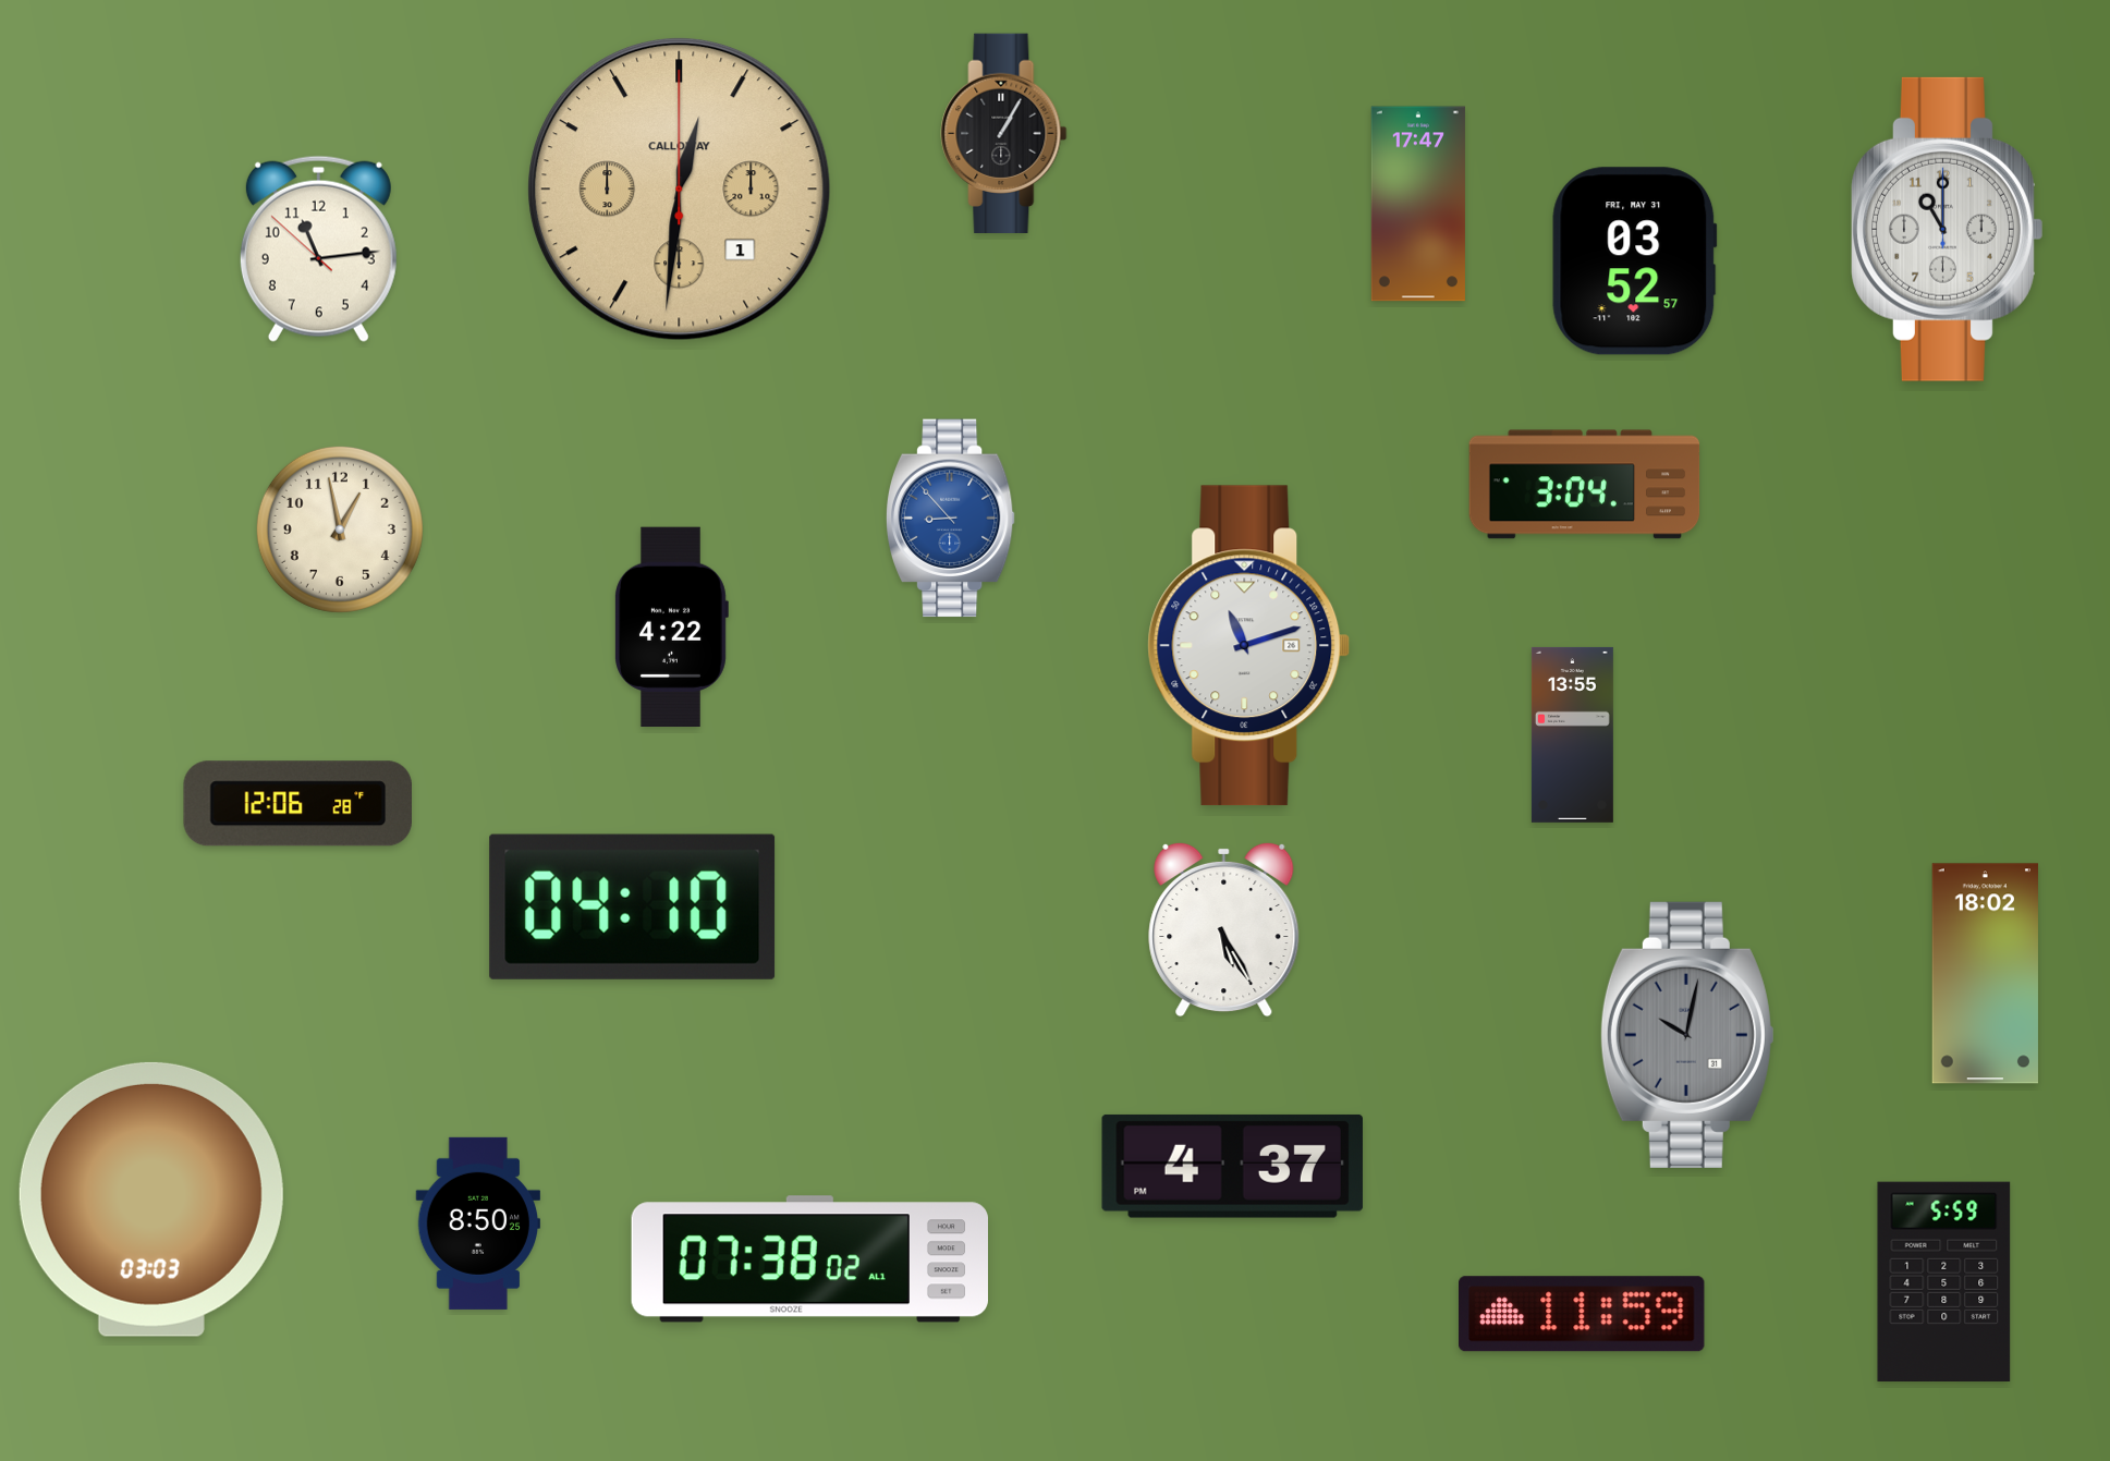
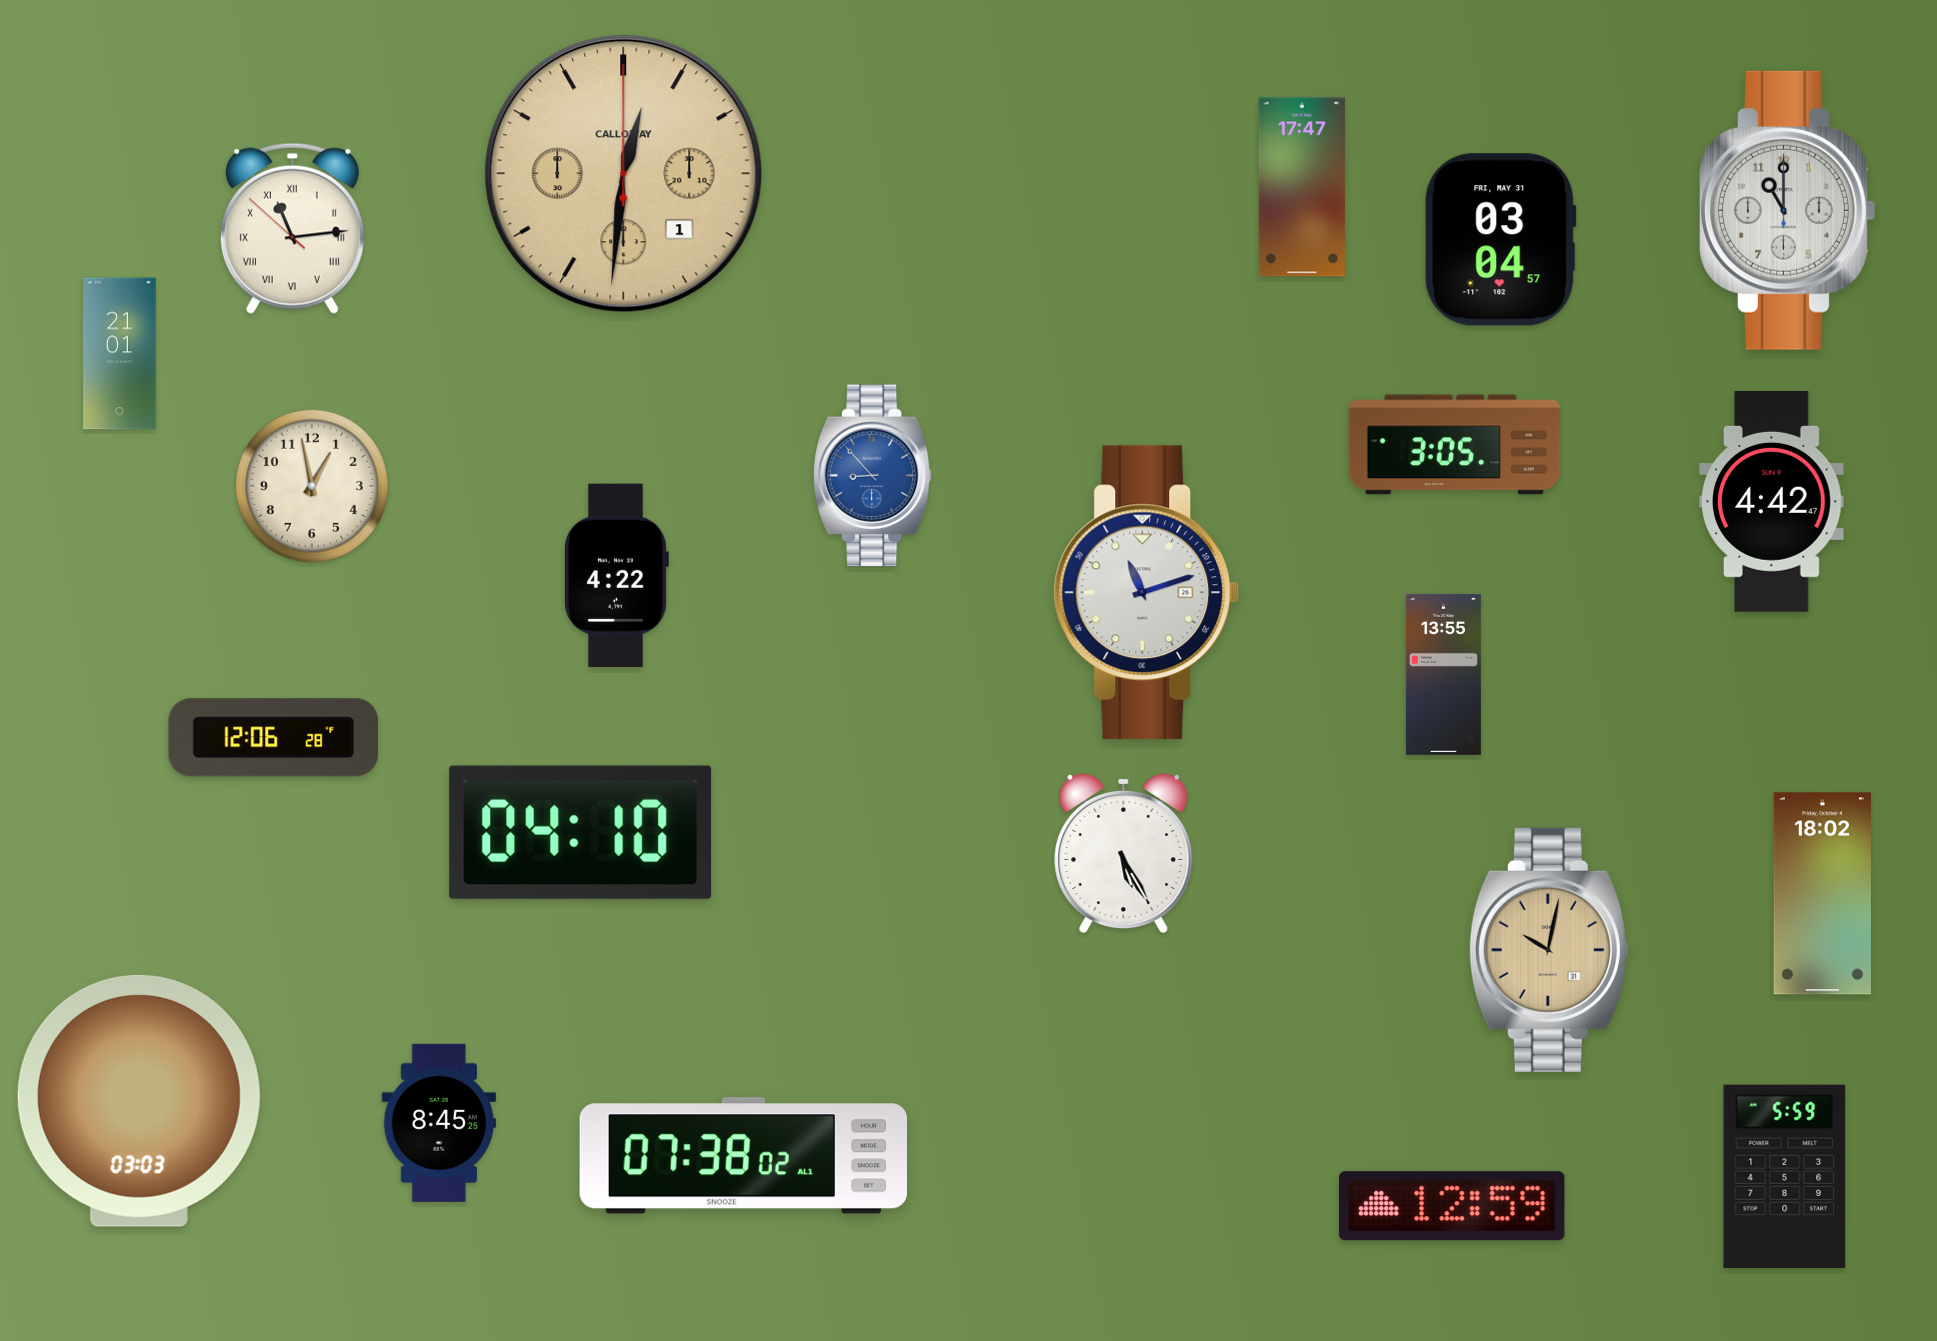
clock at (1004, 133): 1:05 -> none
clock at (318, 248) numerals: Arabic -> Roman
clock at (1635, 261): 03:52 -> 03:04
clock at (120, 354): none -> 21:01
clock at (1585, 485): 3:04 -> 3:05
clock at (1772, 501): none -> 4:42
clock at (1687, 1035) dial: grey -> champagne
clock at (1232, 1166): 4:37 -> none
clock at (477, 1223): 8:50 -> 8:45
clock at (1583, 1314): 11:59 -> 12:59
